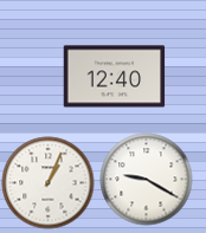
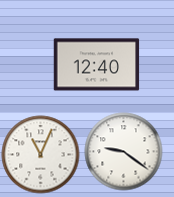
clock at (146, 179): 9:20 -> 9:21
clock at (47, 182): 1:04 -> 11:04
